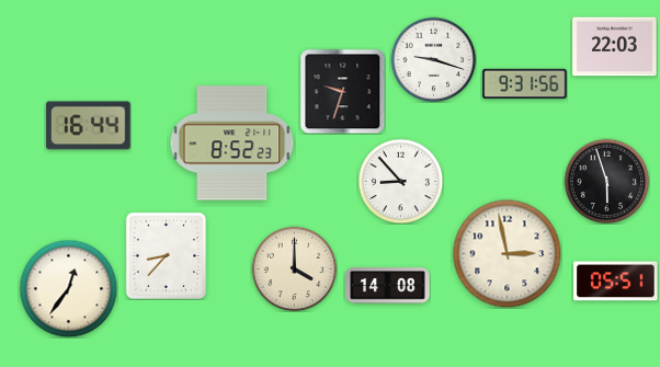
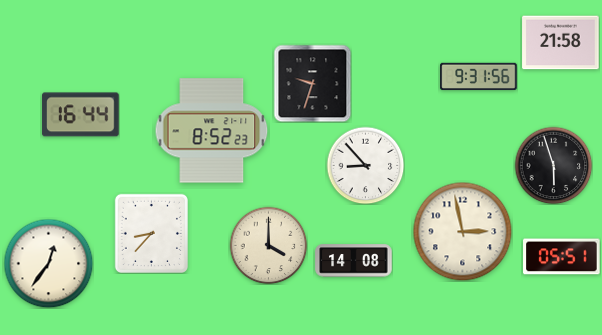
clock at (615, 47): 22:03 -> 21:58
clock at (433, 59): 9:18 -> none
clock at (68, 288) position: (68, 288) -> (48, 263)
